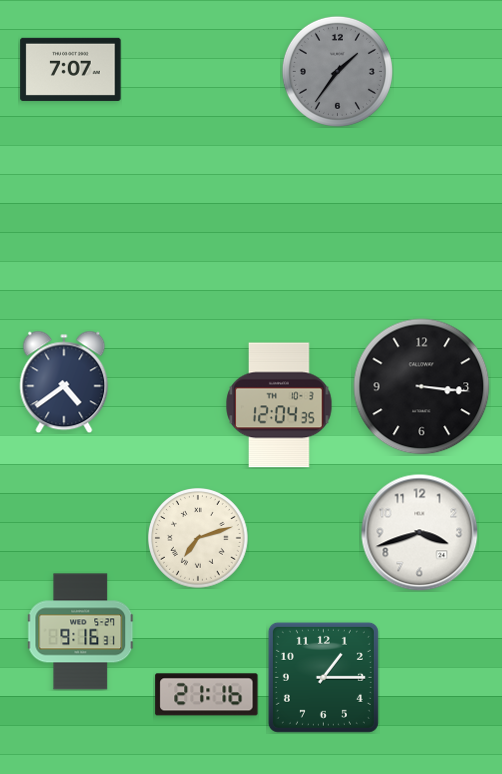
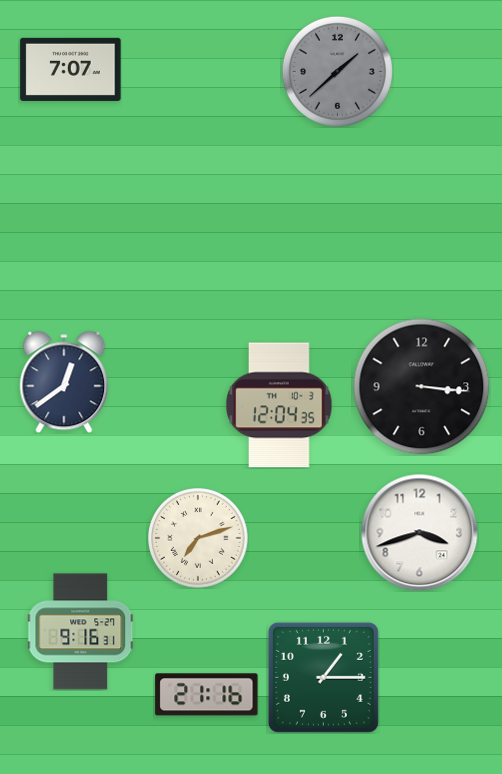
clock at (337, 71): 1:36 -> 1:38
clock at (64, 382): 4:39 -> 12:39
